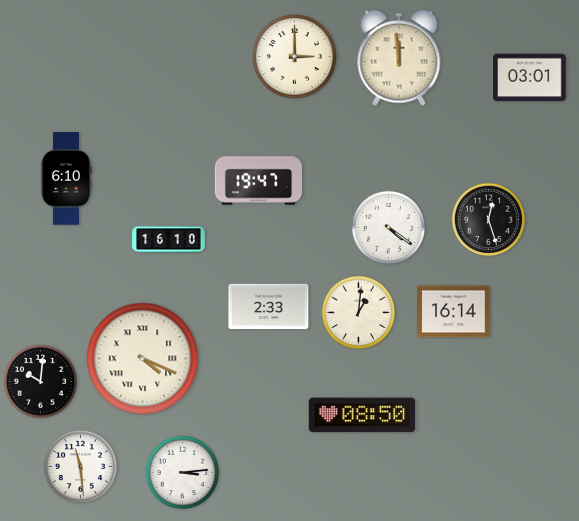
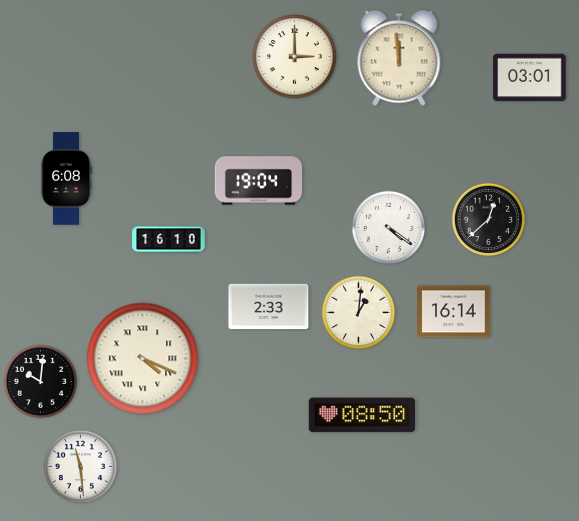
clock at (66, 179): 6:10 -> 6:08
clock at (259, 181): 19:47 -> 19:04
clock at (489, 220): 12:27 -> 12:38
clock at (183, 473): 3:14 -> none
